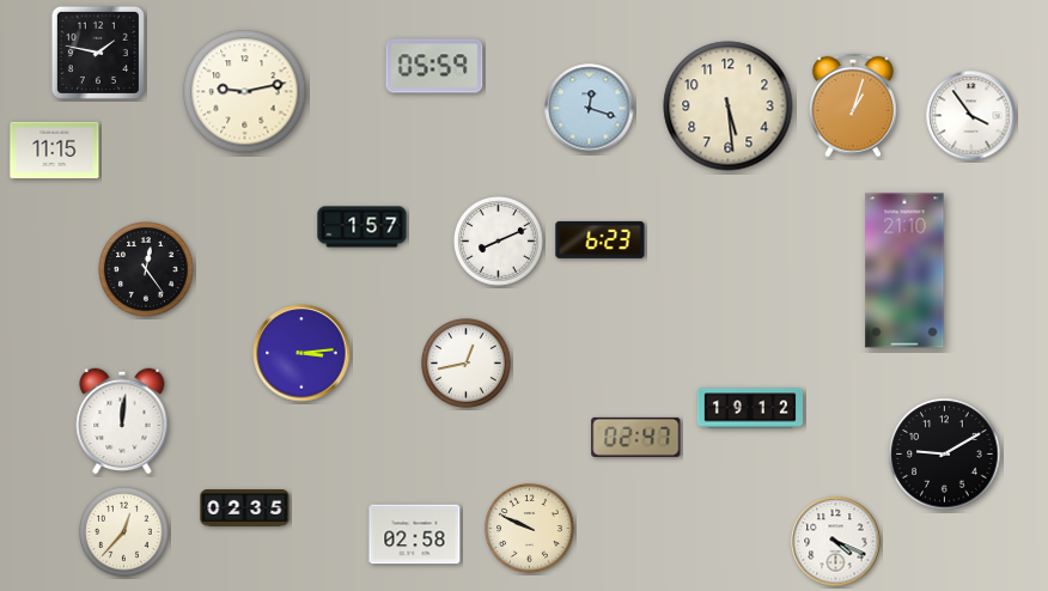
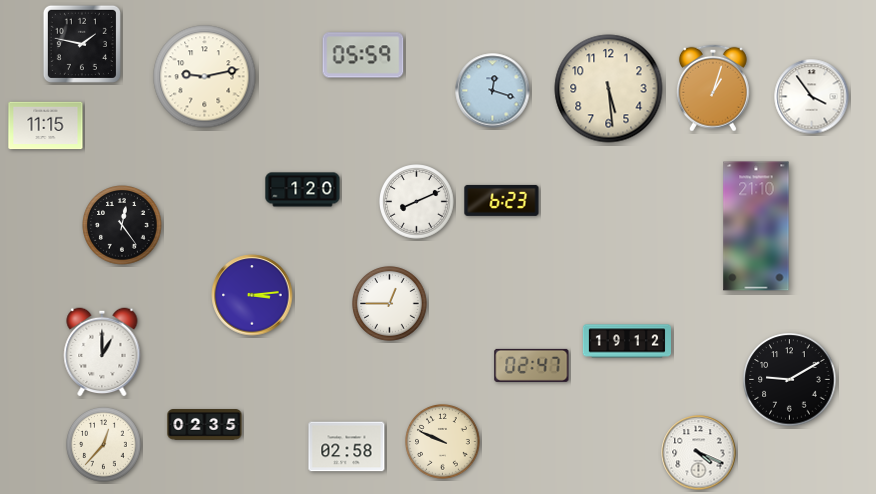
clock at (362, 227): 1:57 -> 1:20
clock at (467, 364): 12:43 -> 12:45
clock at (122, 421): 12:01 -> 1:00
